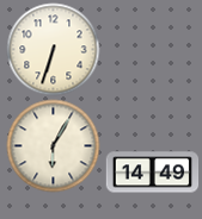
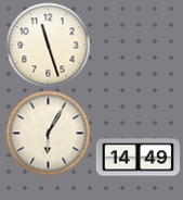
clock at (53, 49): 6:33 -> 11:27
